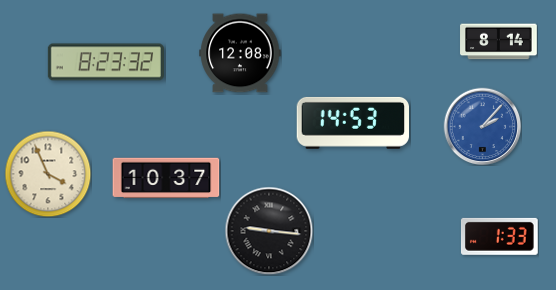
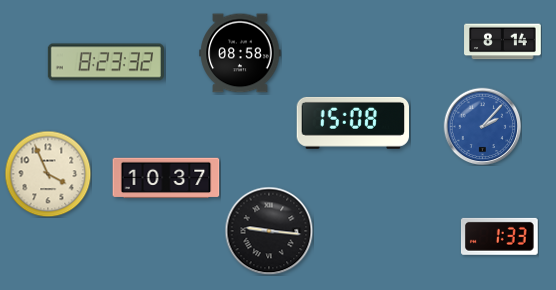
clock at (499, 42) position: (499, 42) -> (503, 42)
clock at (240, 53): 12:08 -> 08:58
clock at (352, 123): 14:53 -> 15:08
